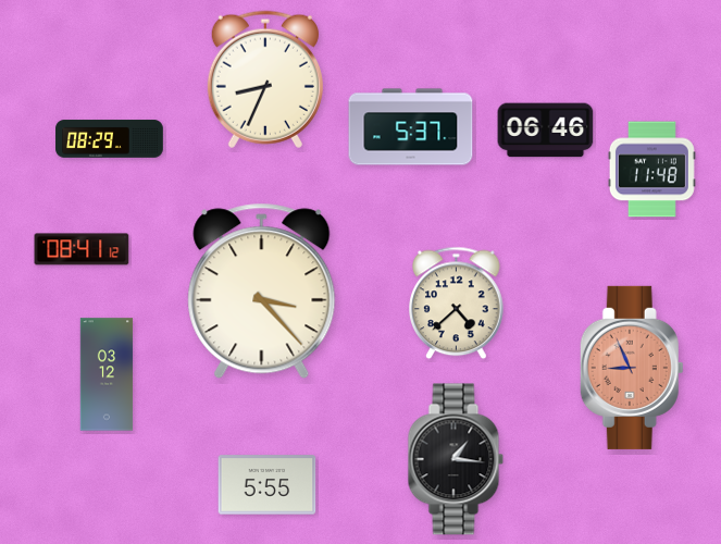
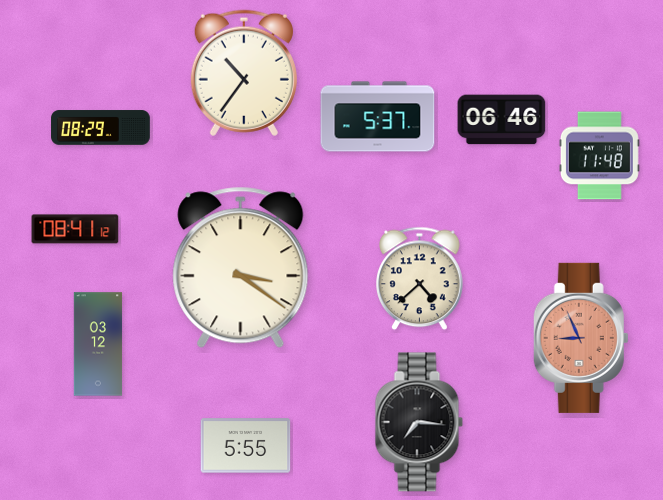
clock at (265, 79): 8:34 -> 10:36
clock at (262, 292): 3:23 -> 3:21
clock at (456, 459): 1:16 -> 7:16
